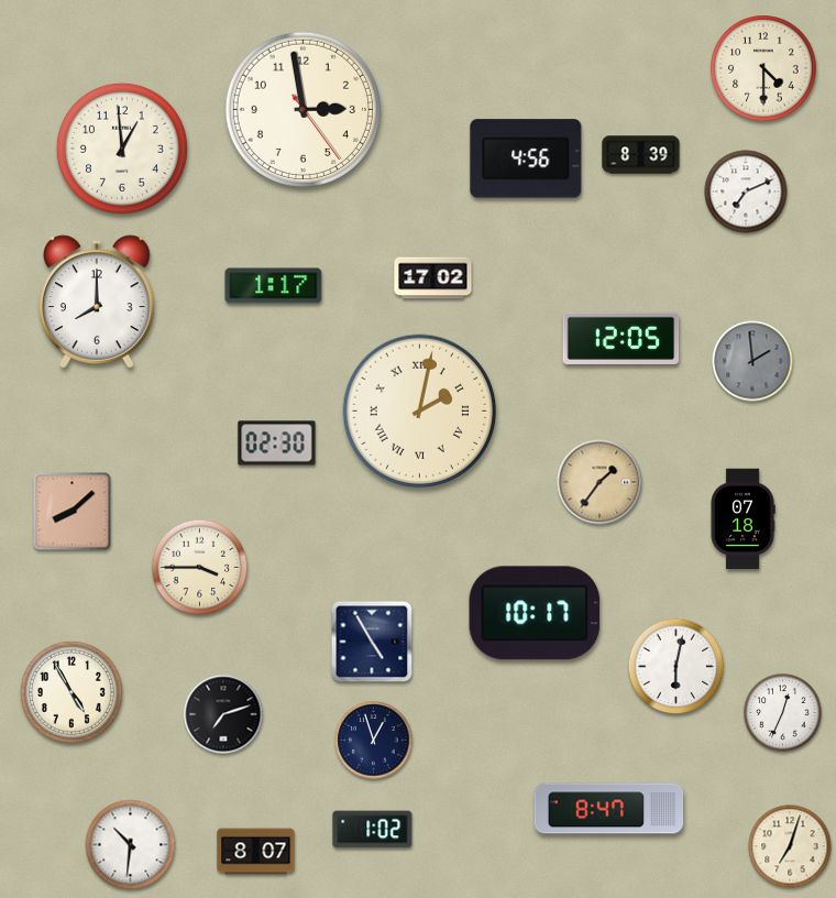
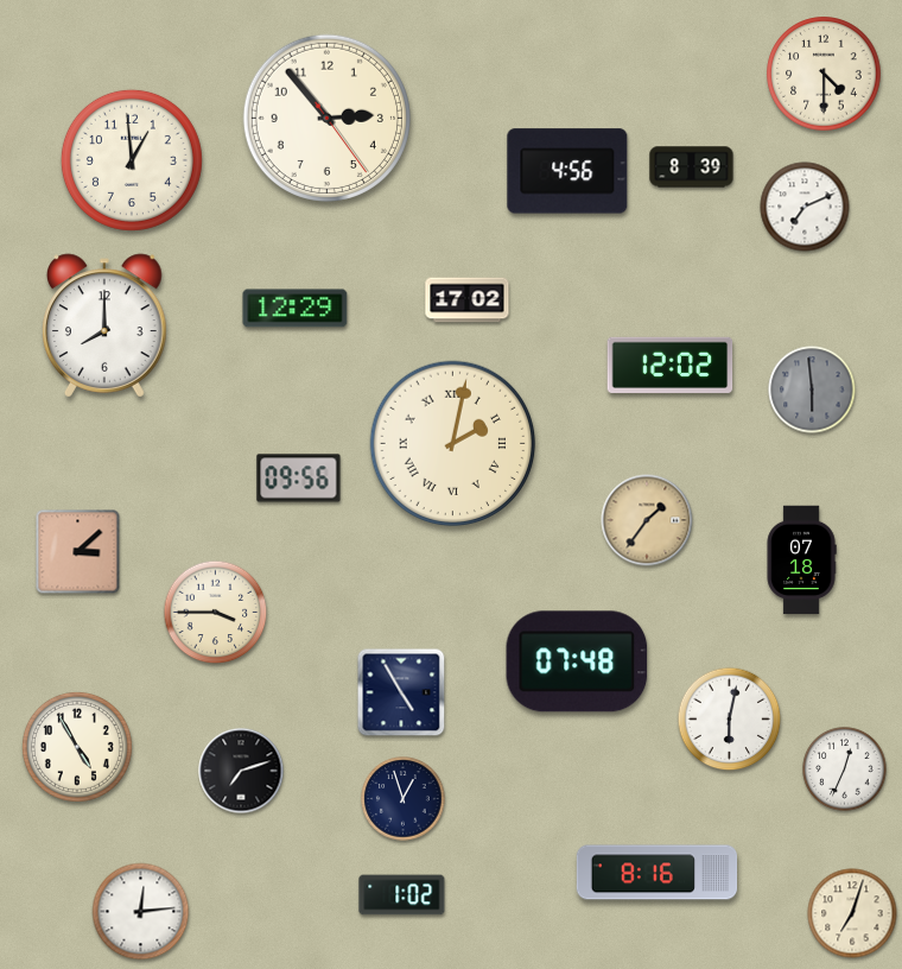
clock at (302, 109): 2:58 -> 2:53
clock at (274, 286): 1:17 -> 12:29
clock at (621, 338): 12:05 -> 12:02
clock at (752, 361): 1:59 -> 5:59
clock at (277, 443): 02:30 -> 09:56
clock at (73, 512): 8:08 -> 3:08
clock at (535, 613): 10:17 -> 07:48
clock at (609, 809): 8:47 -> 8:16
clock at (131, 845): 10:31 -> 12:14
clock at (256, 852): 8:07 -> none
